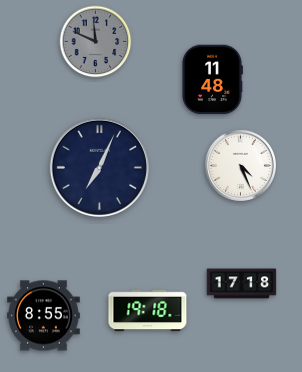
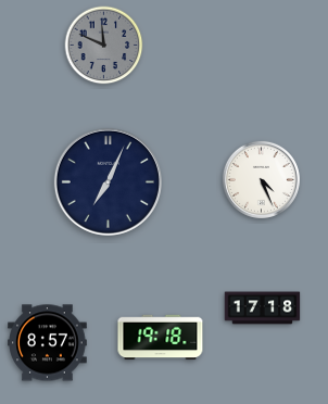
clock at (212, 80): 11:48 -> none
clock at (44, 316): 8:55 -> 8:57
